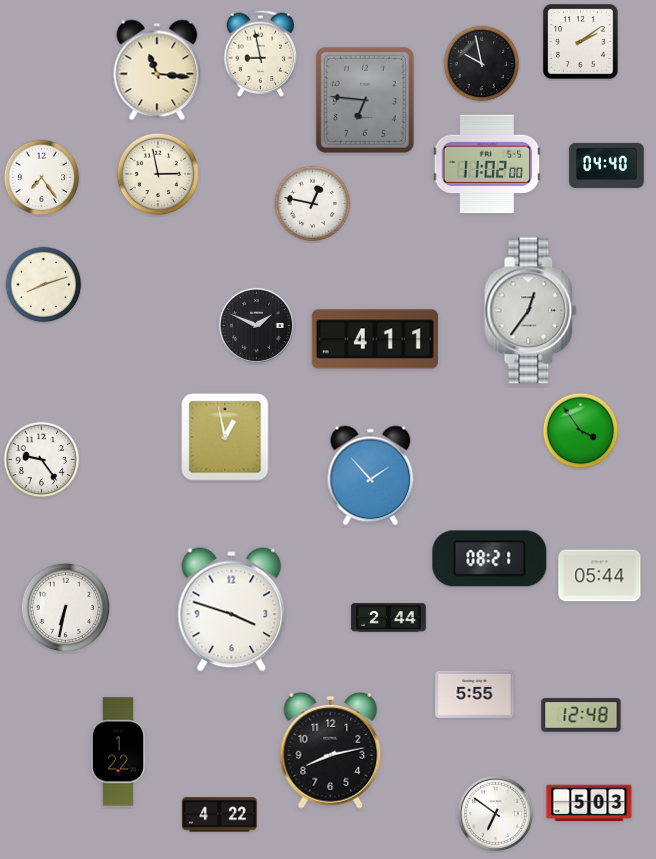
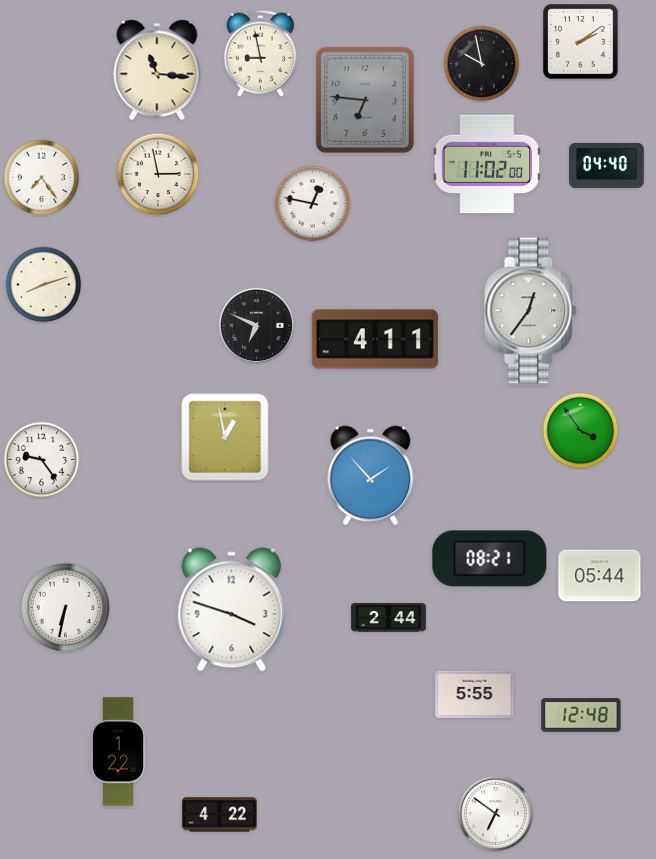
clock at (256, 325): 1:49 -> 6:49
clock at (331, 750): 8:13 -> none
clock at (589, 803): 5:03 -> none
